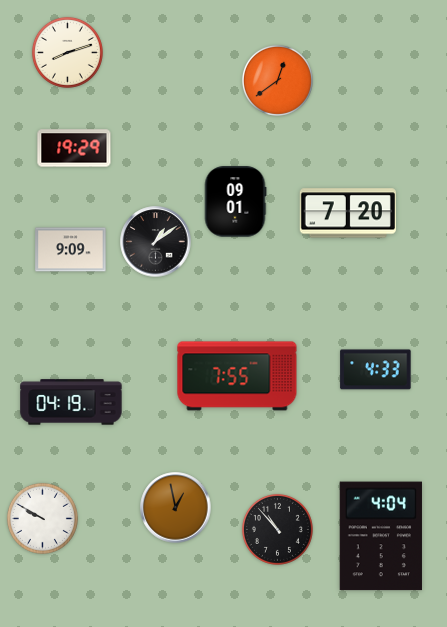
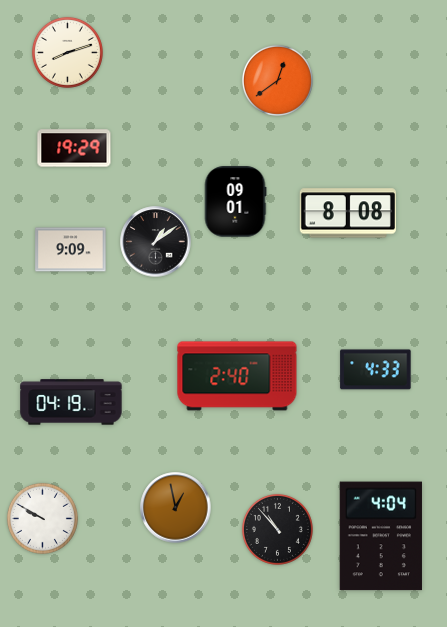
clock at (348, 213): 7:20 -> 8:08
clock at (237, 376): 7:55 -> 2:40
